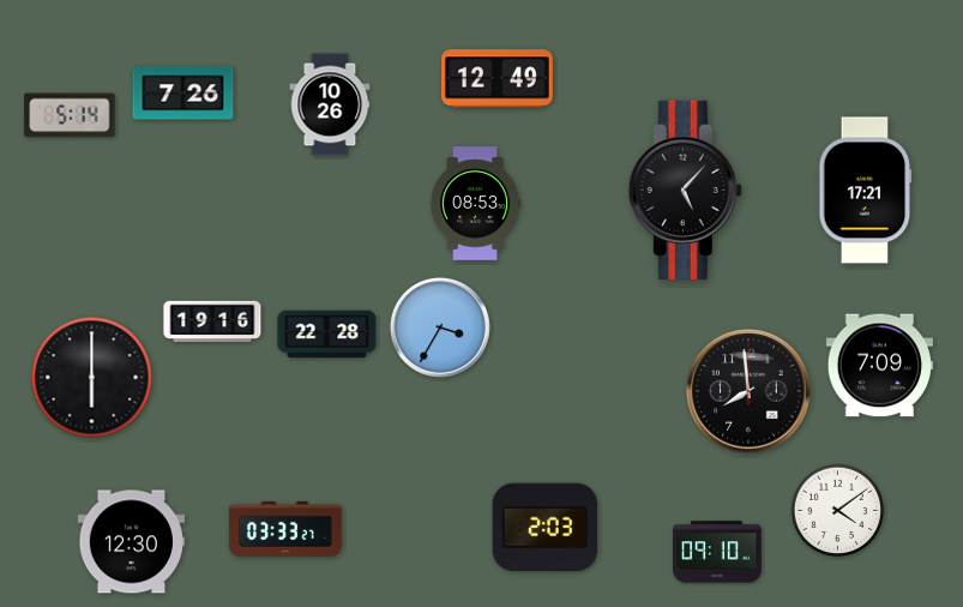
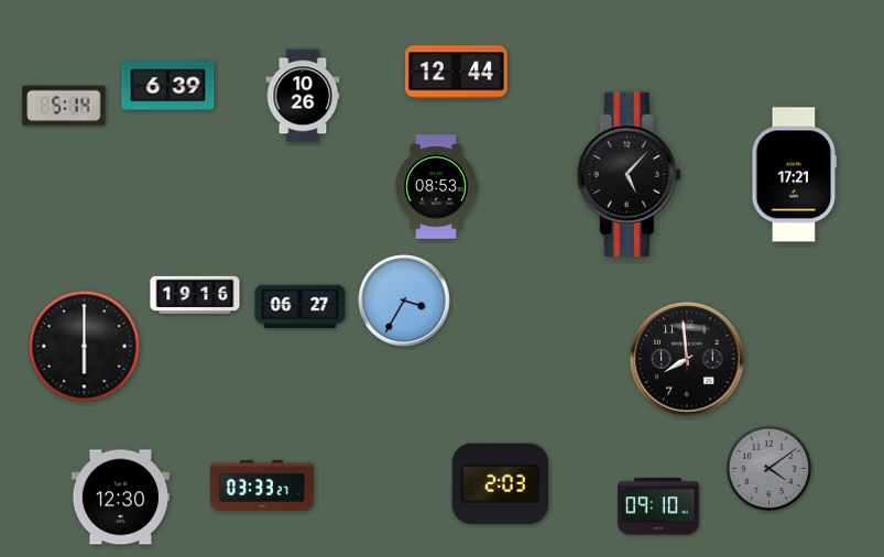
clock at (498, 79): 12:49 -> 12:44
clock at (183, 94): 7:26 -> 6:39
clock at (327, 335): 22:28 -> 06:27
clock at (879, 366): 7:09 -> none
clock at (838, 511) dial: white -> grey
